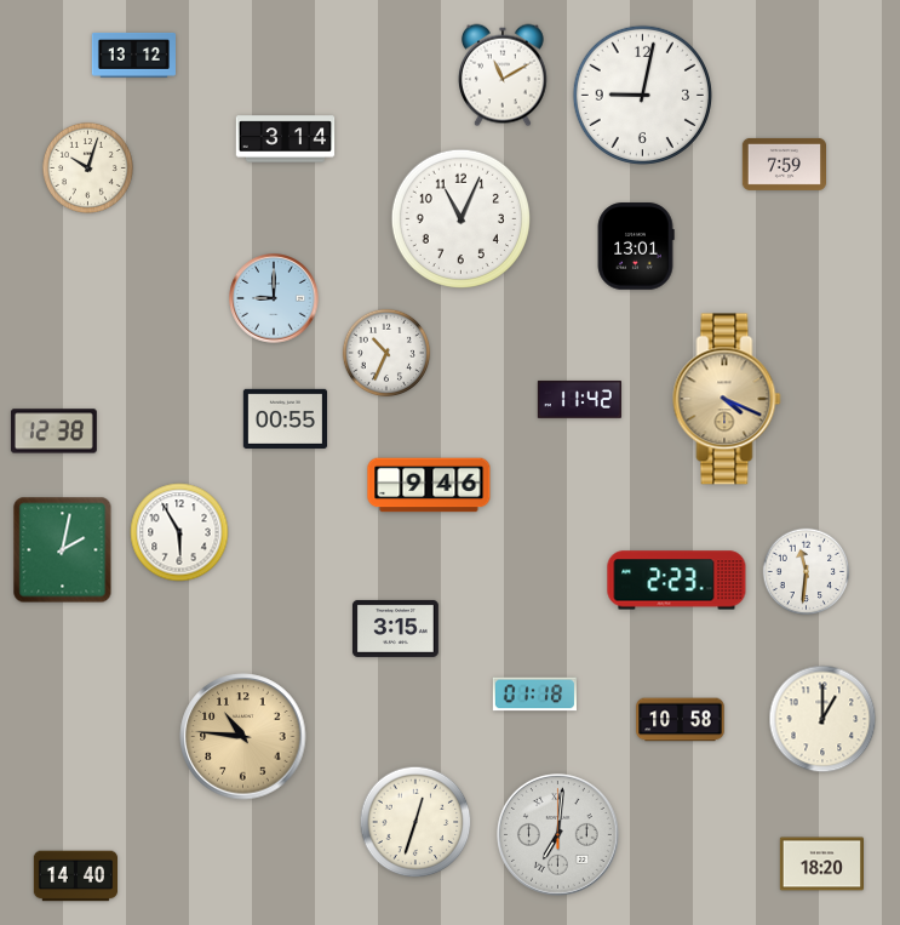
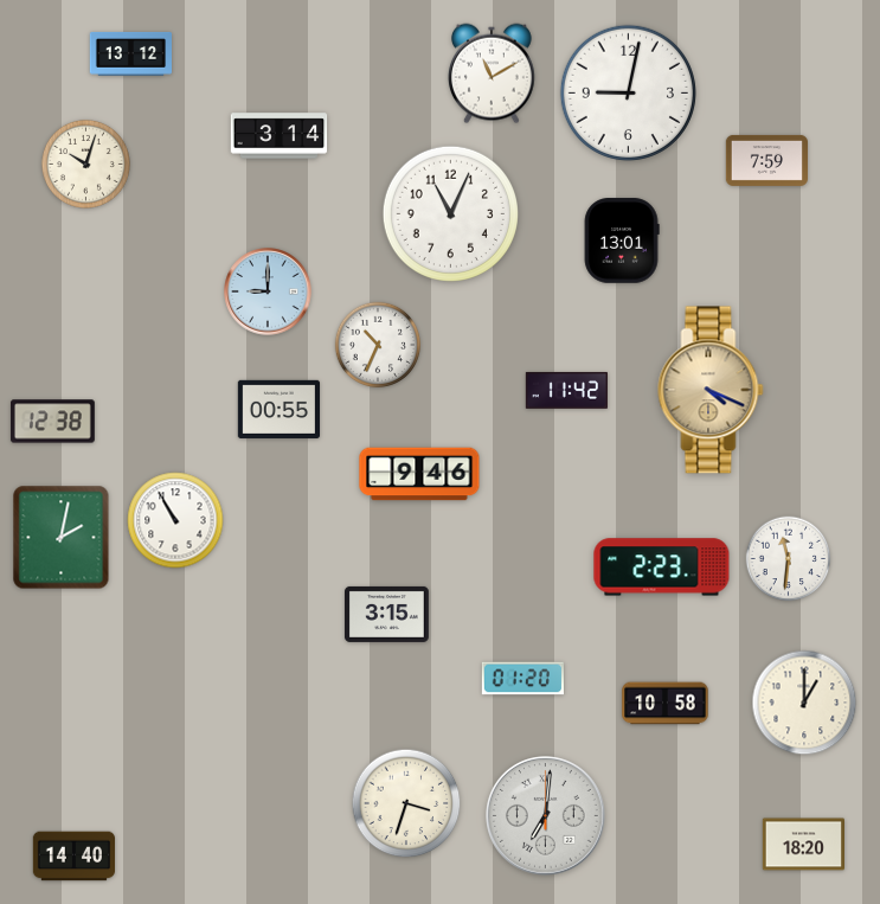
clock at (179, 532): 5:55 -> 10:55
clock at (534, 695): 01:18 -> 01:20
clock at (243, 737): 10:46 -> none
clock at (415, 822): 12:33 -> 3:33
